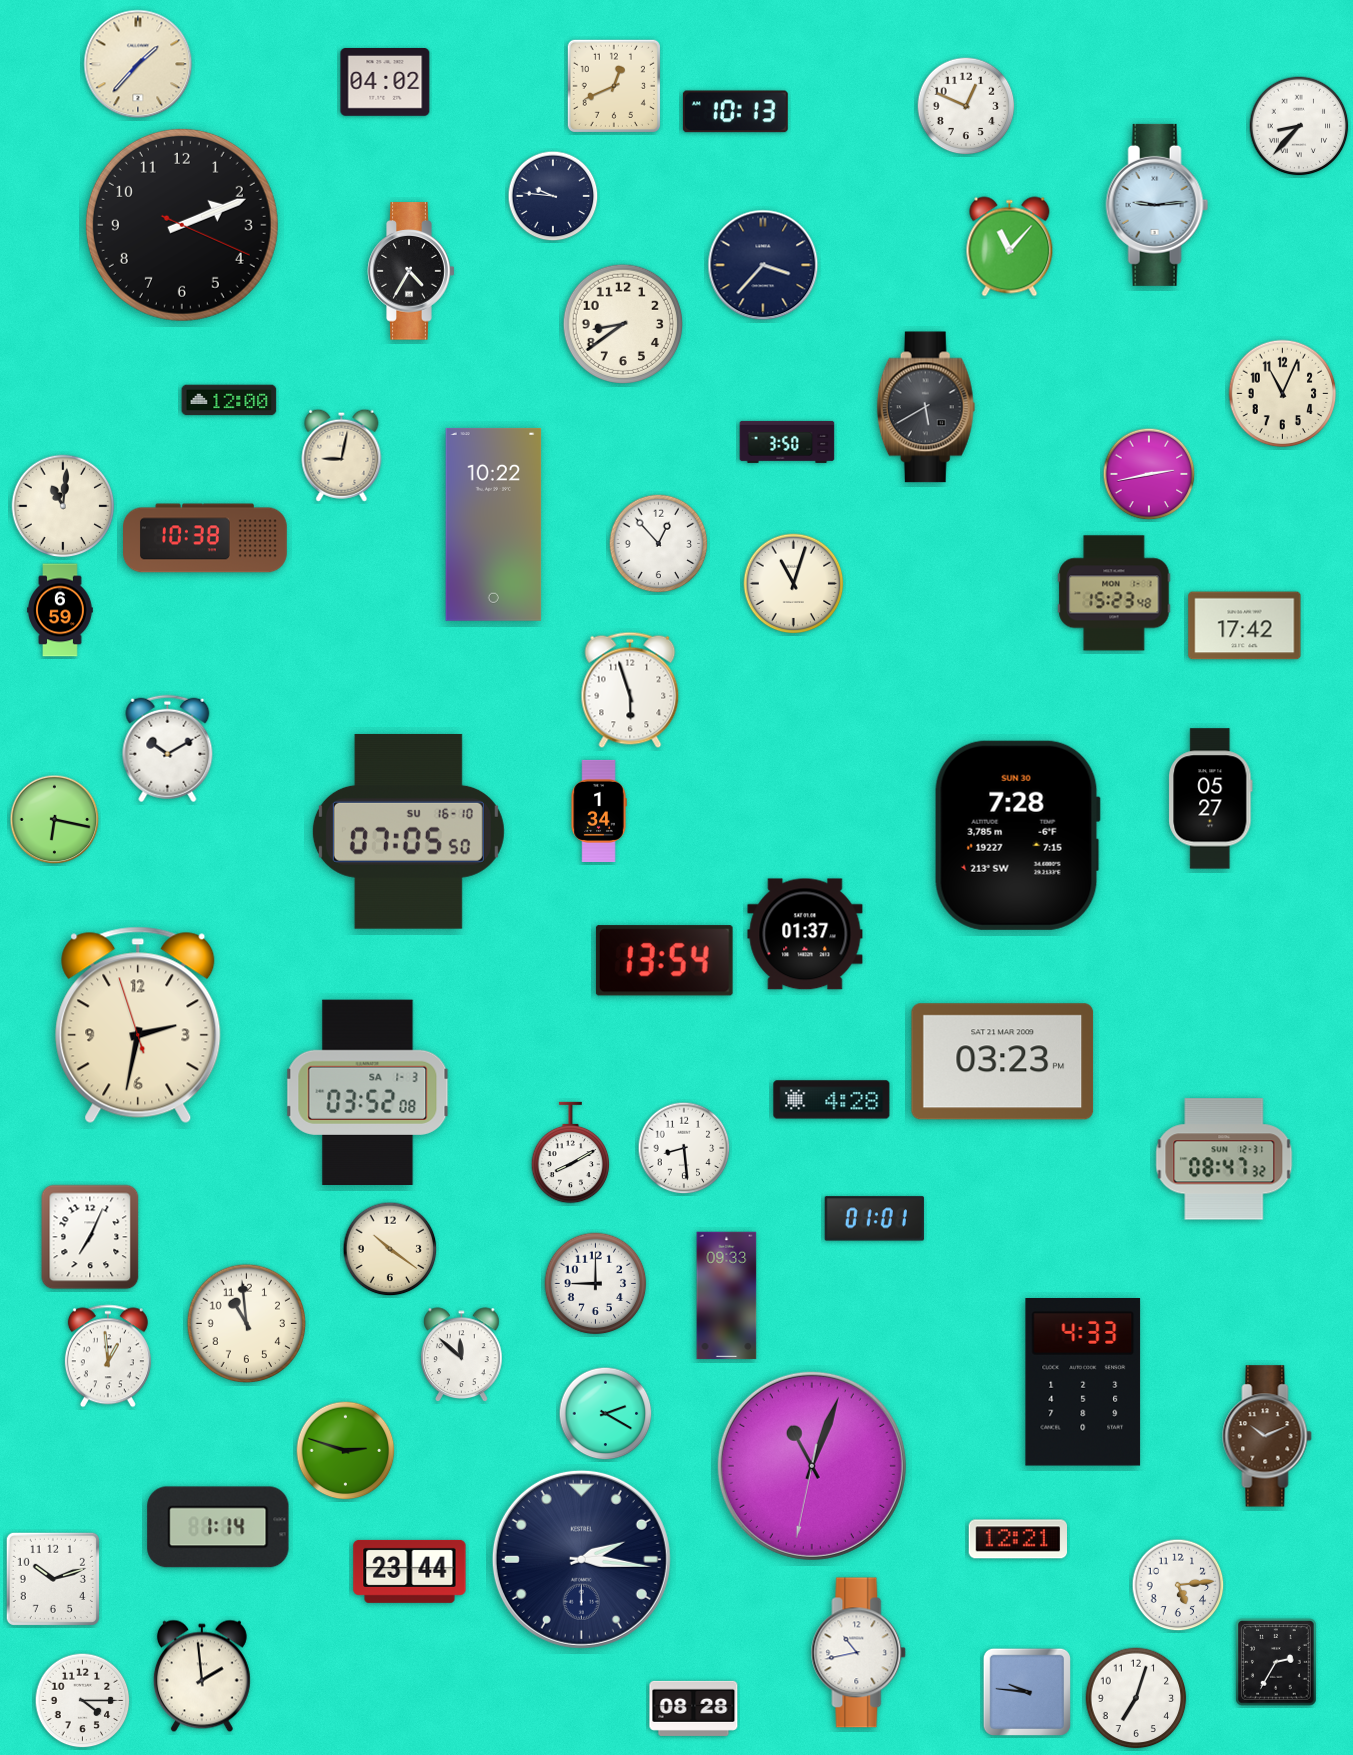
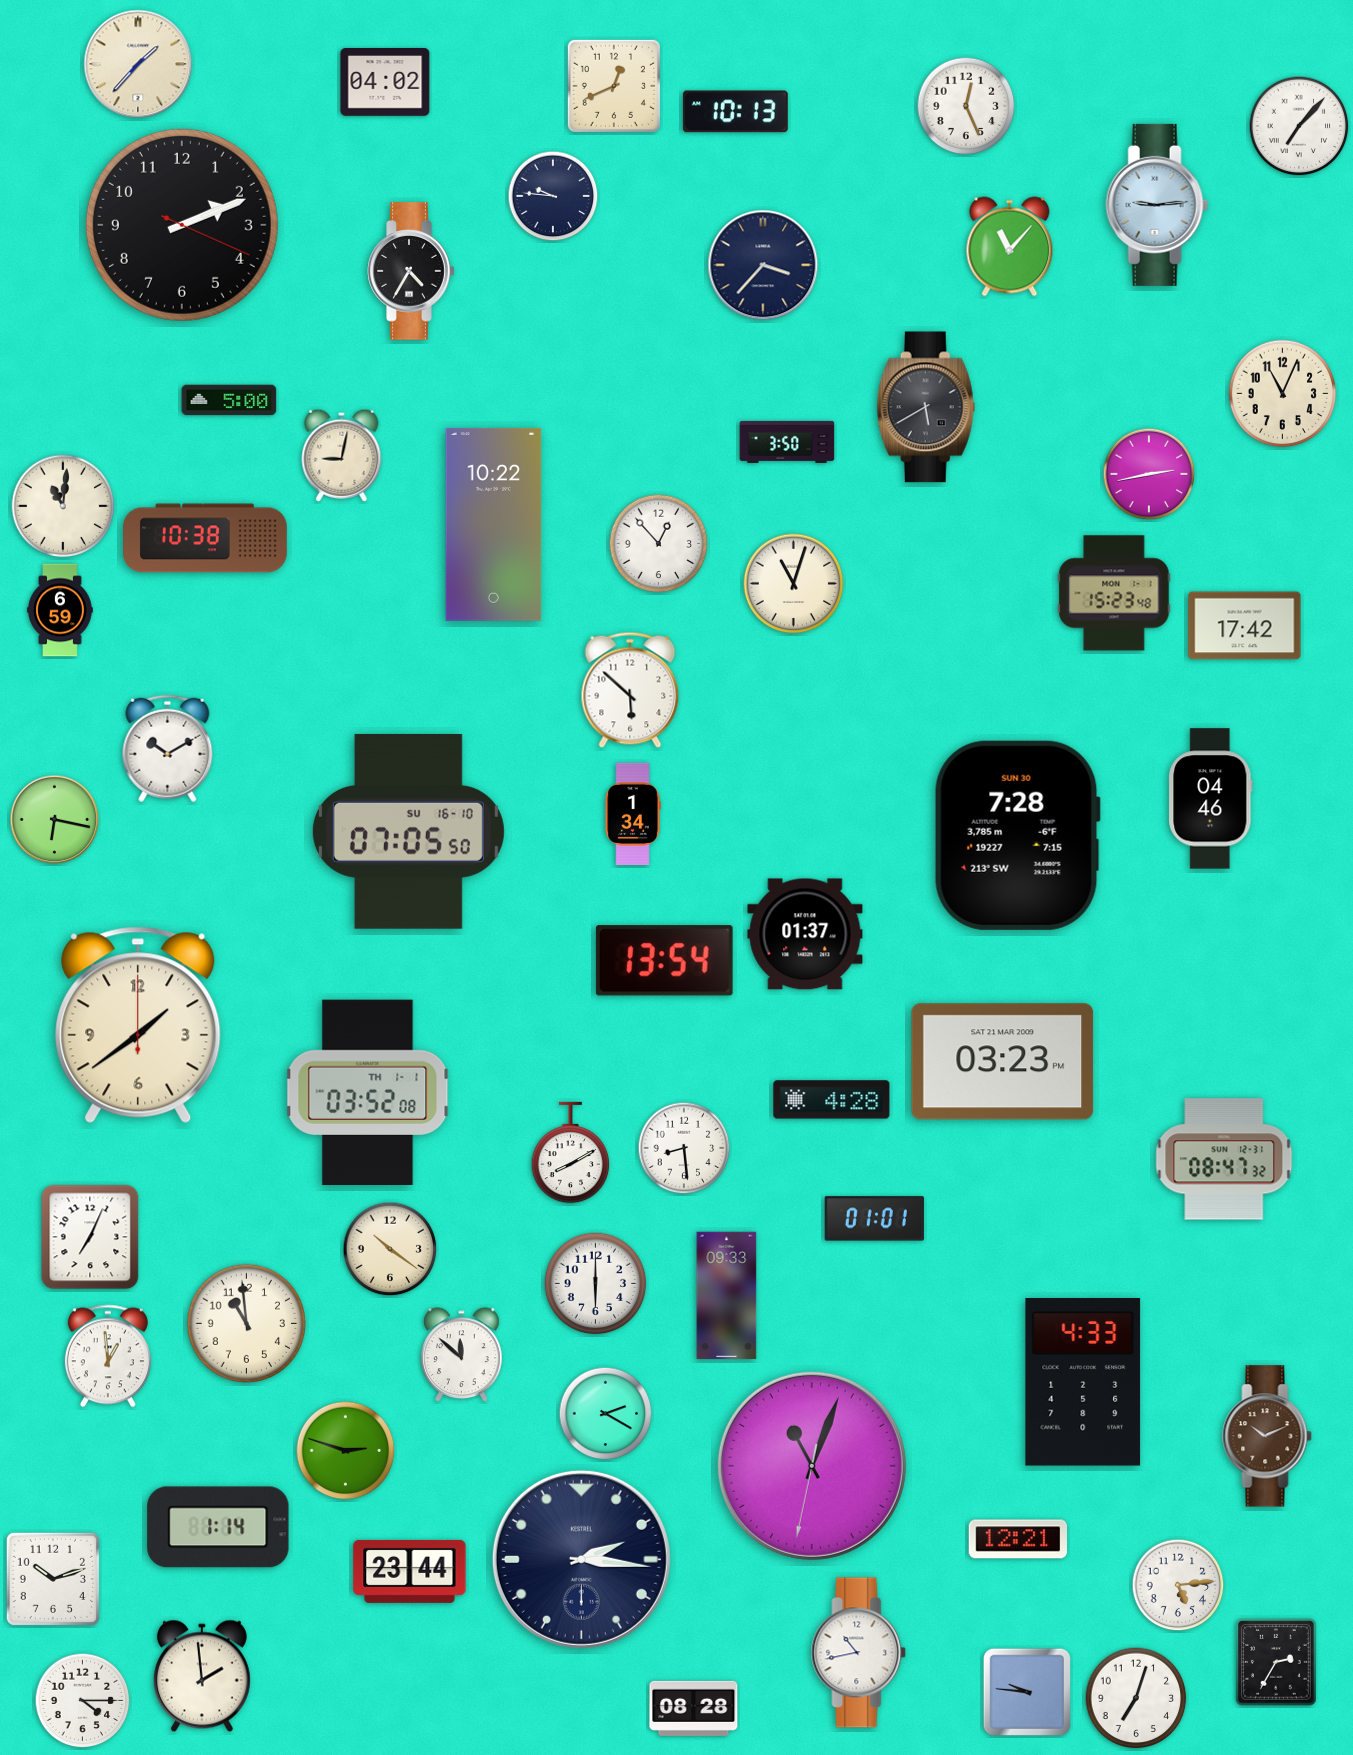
clock at (966, 106): 12:49 -> 12:26
clock at (1299, 126): 8:37 -> 7:07
clock at (622, 323): 8:39 -> none
clock at (229, 400): 12:00 -> 5:00
clock at (630, 690): 5:57 -> 5:52
clock at (1211, 799): 05:27 -> 04:46
clock at (599, 811) position: (599, 811) -> (633, 814)
clock at (138, 1025): 2:31 -> 1:39
clock at (368, 1092) date: SA 1-3 -> TH 1-1
clock at (596, 1284): 9:00 -> 6:00
